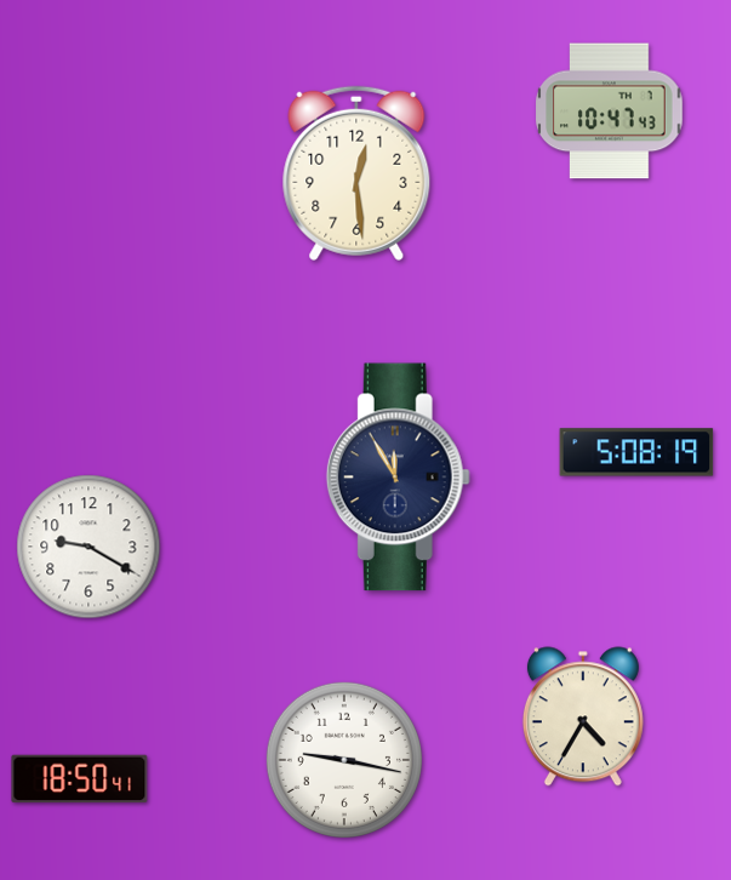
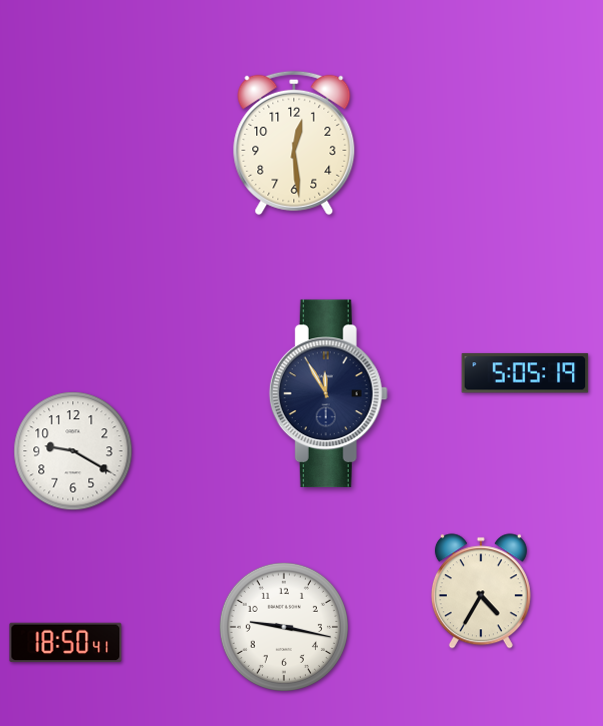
clock at (610, 112): 10:47 -> none
clock at (636, 452): 5:08 -> 5:05
